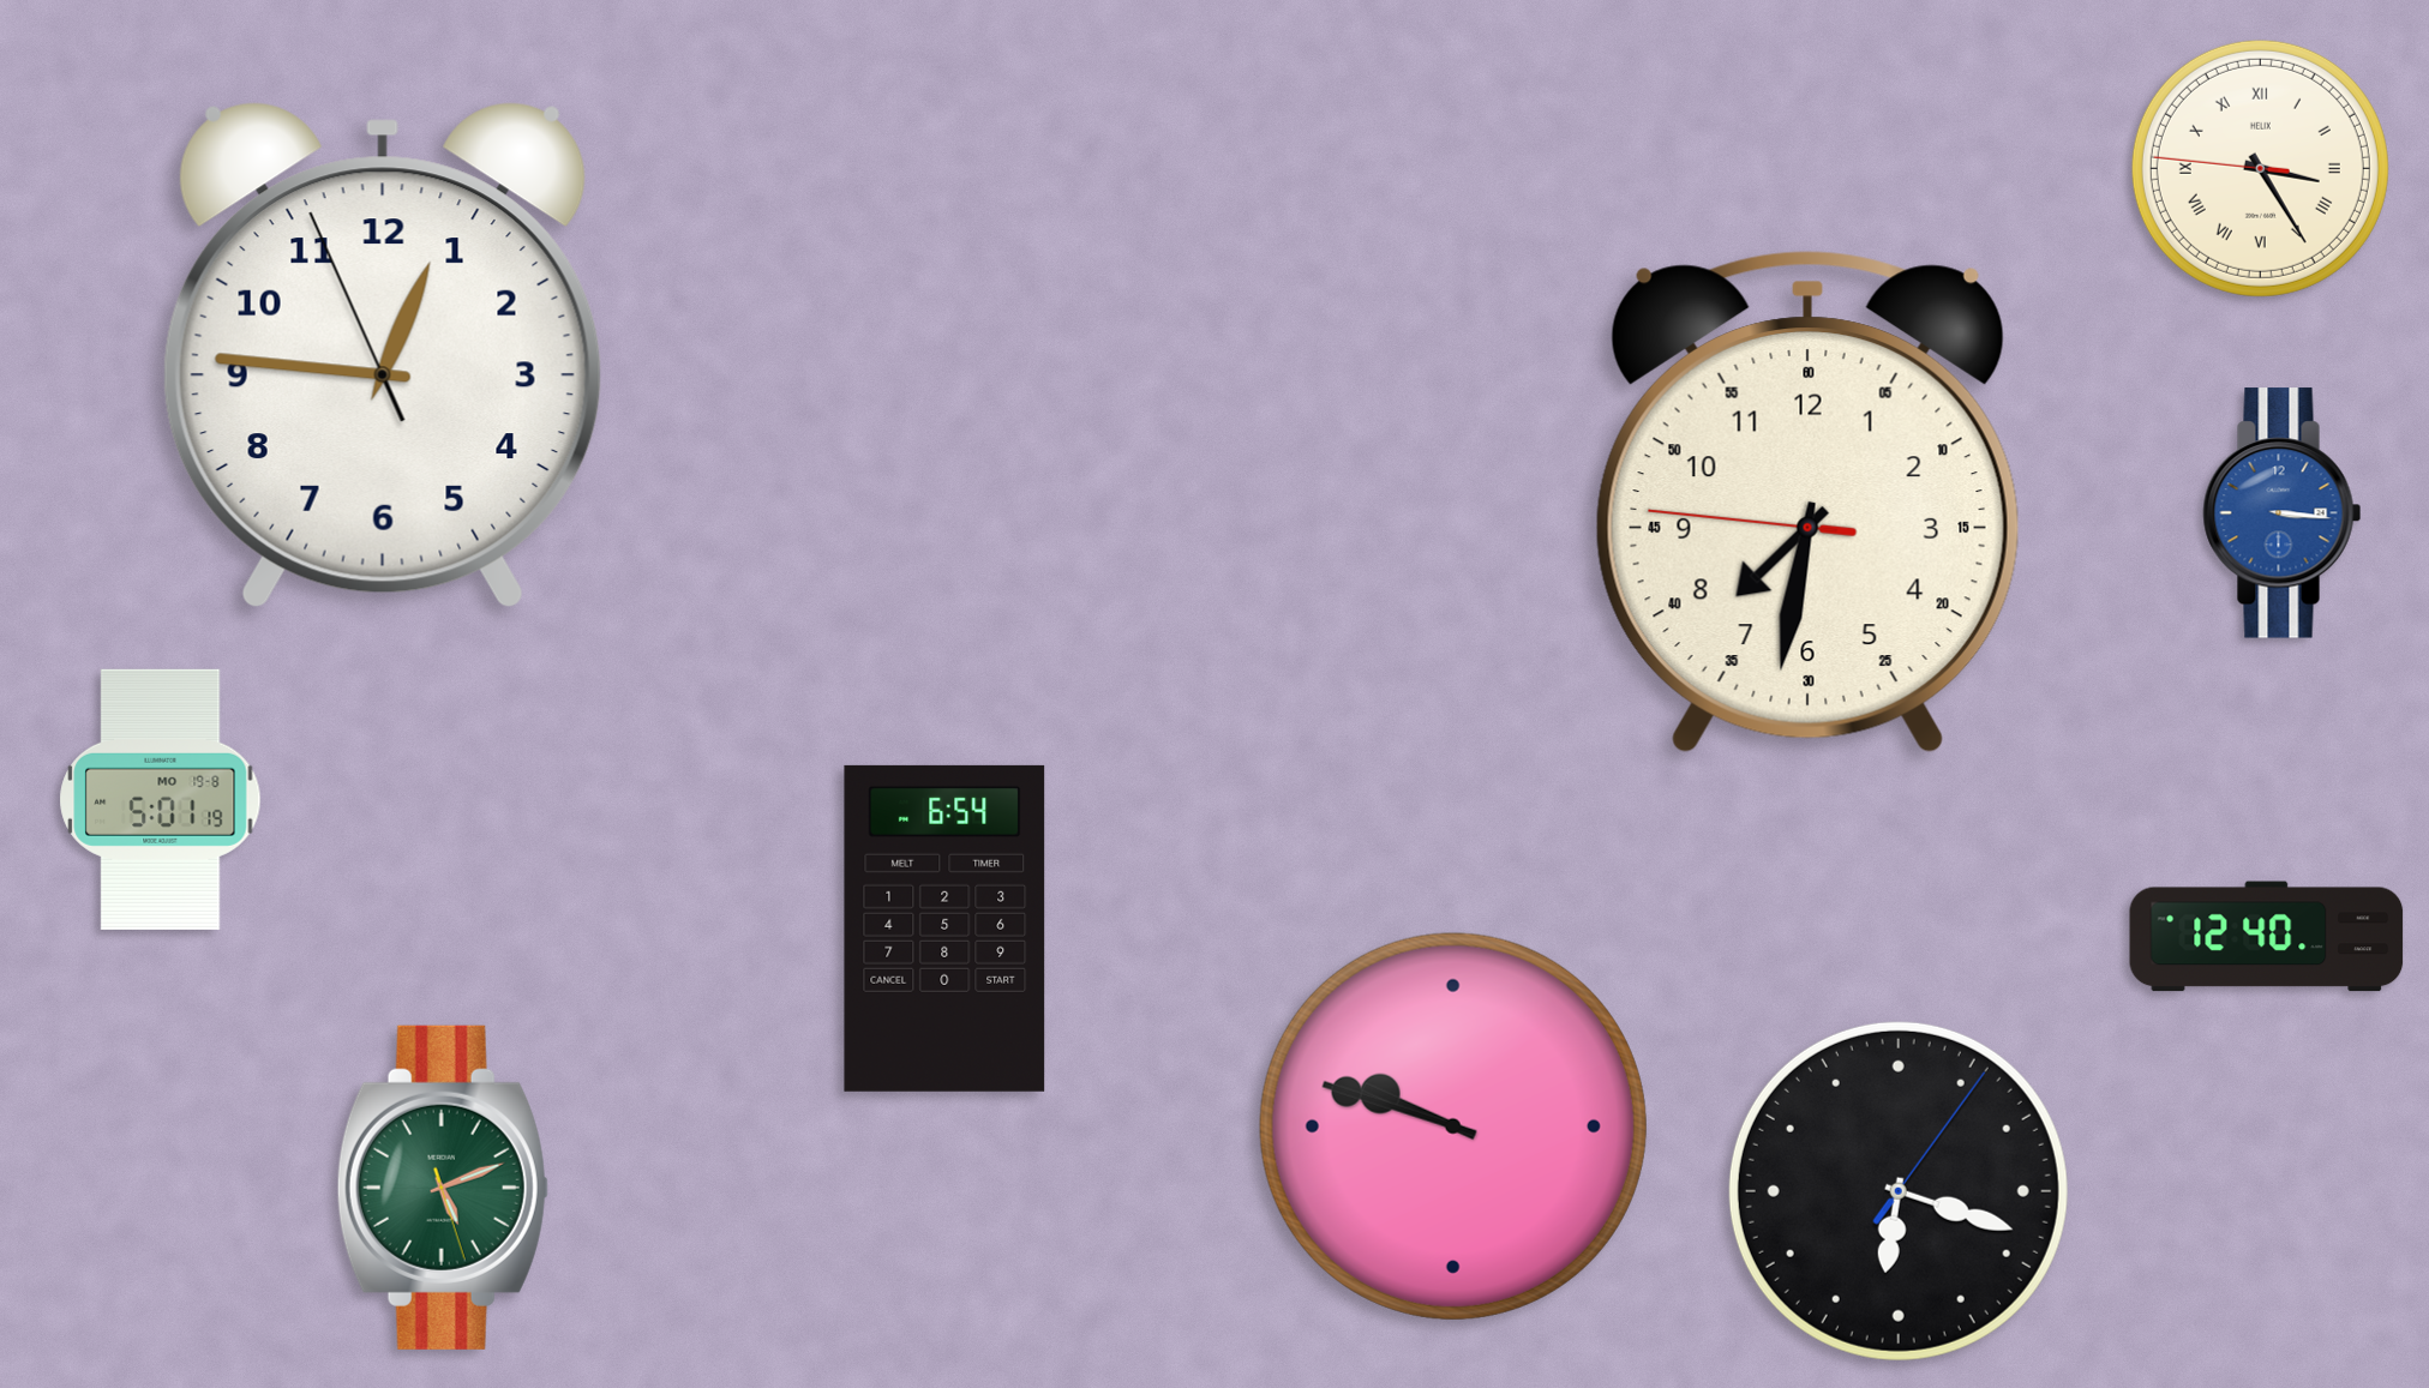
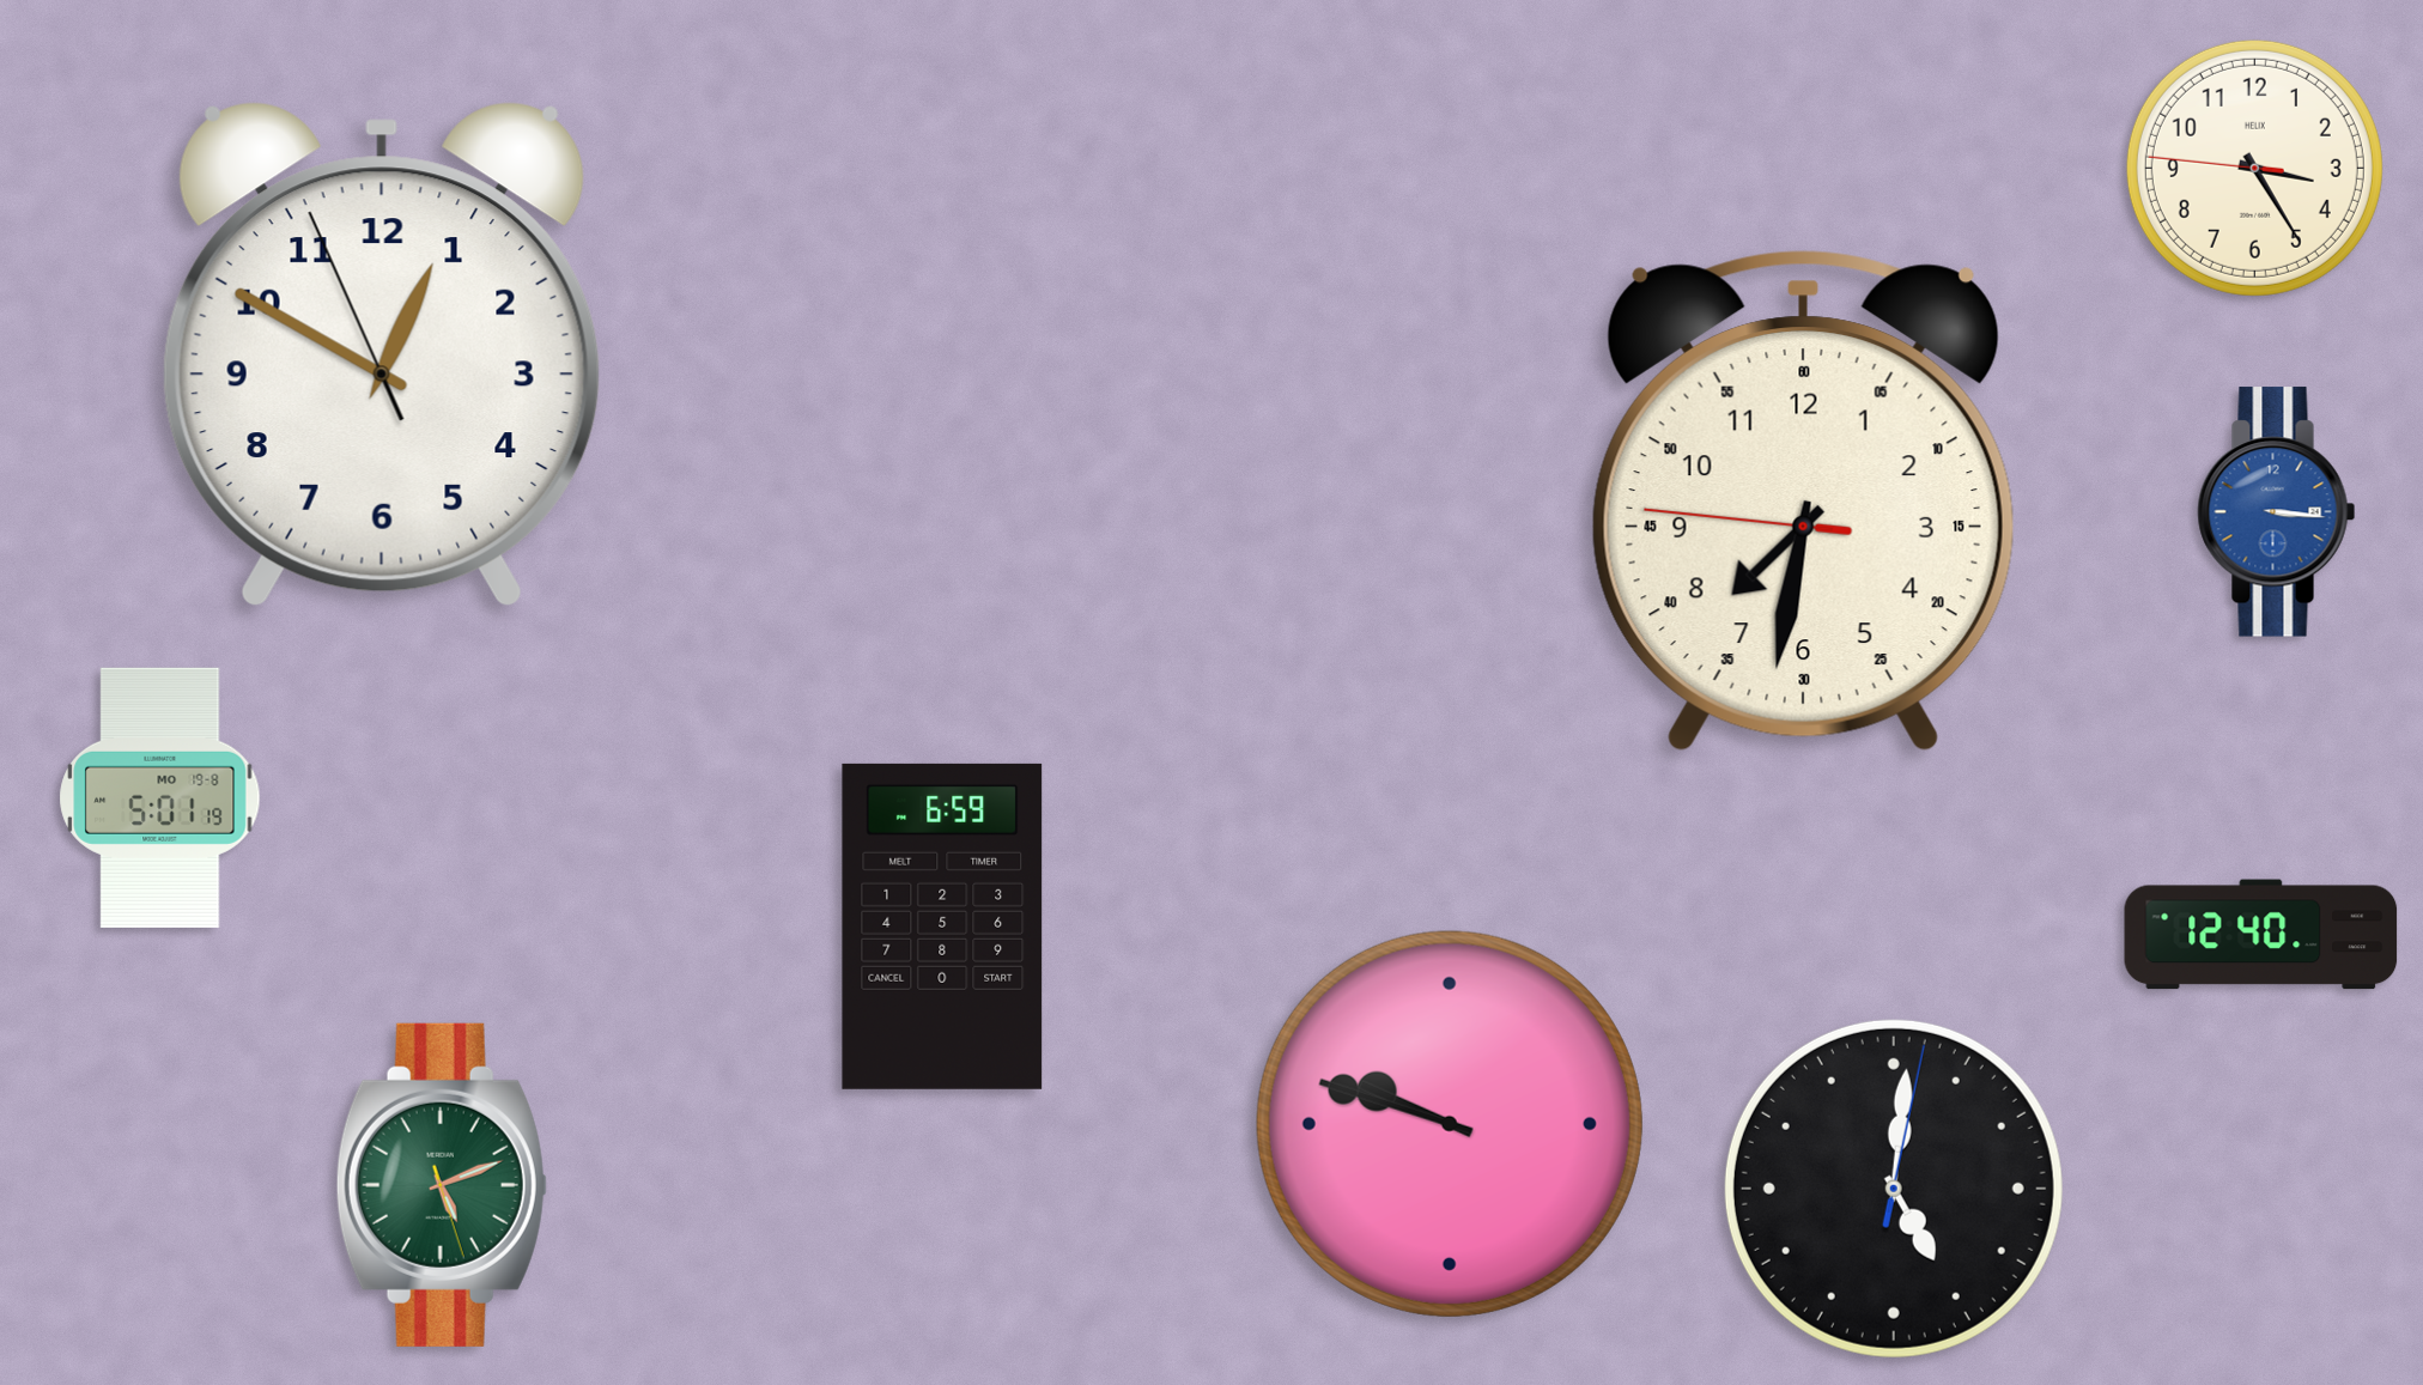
clock at (2260, 168) numerals: Roman -> Arabic
clock at (383, 354): 12:45 -> 12:49
clock at (944, 929): 6:54 -> 6:59
clock at (1899, 1191): 6:18 -> 5:01
